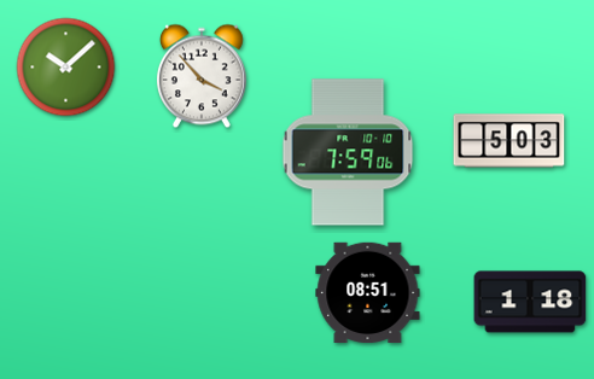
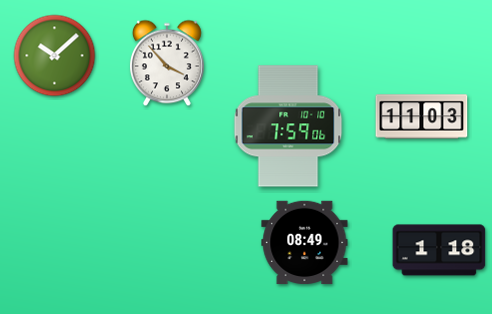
clock at (509, 141): 5:03 -> 11:03
clock at (368, 293): 08:51 -> 08:49
